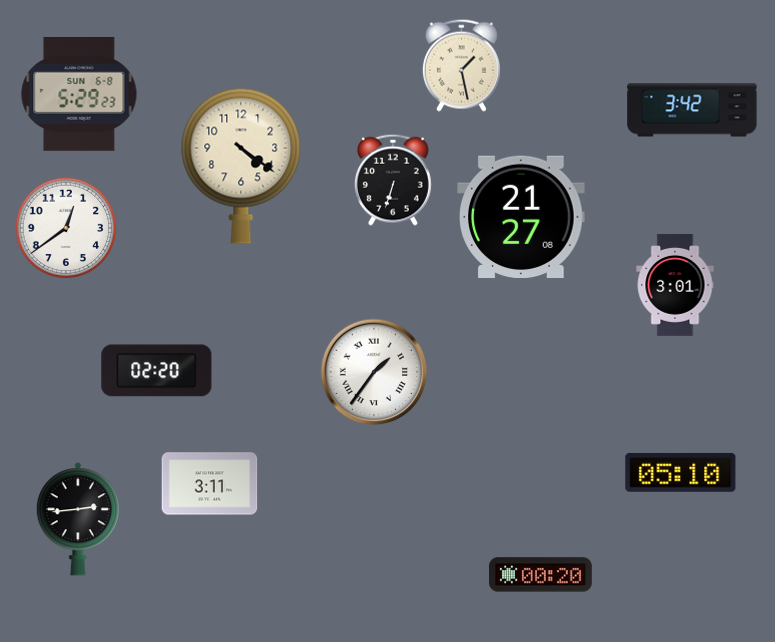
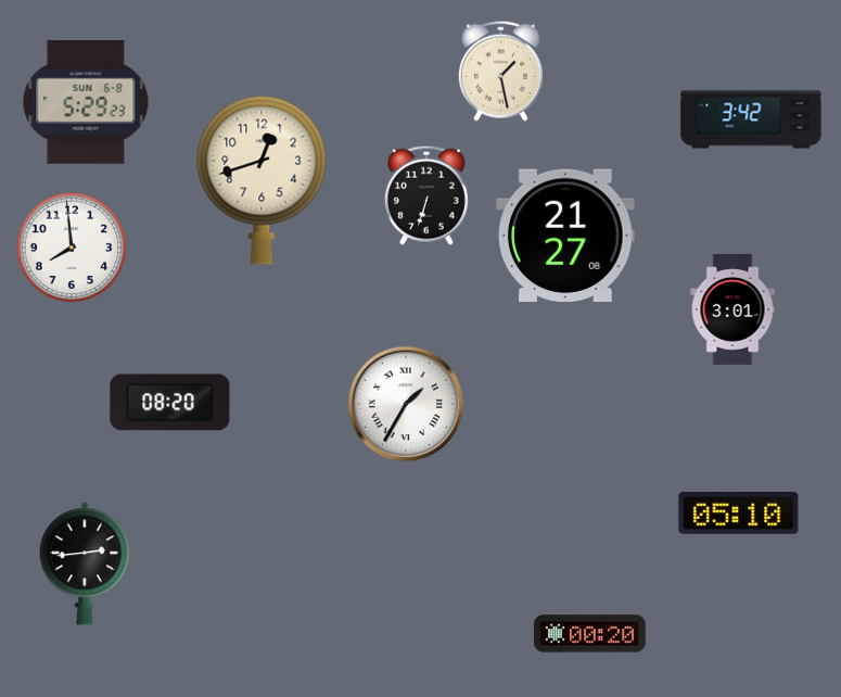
clock at (241, 166): 4:21 -> 12:42
clock at (66, 228): 12:39 -> 7:59
clock at (157, 371): 02:20 -> 08:20
clock at (374, 372): 1:36 -> 1:35
clock at (210, 484): 3:11 -> none
clock at (541, 575) position: (541, 575) -> (590, 634)
